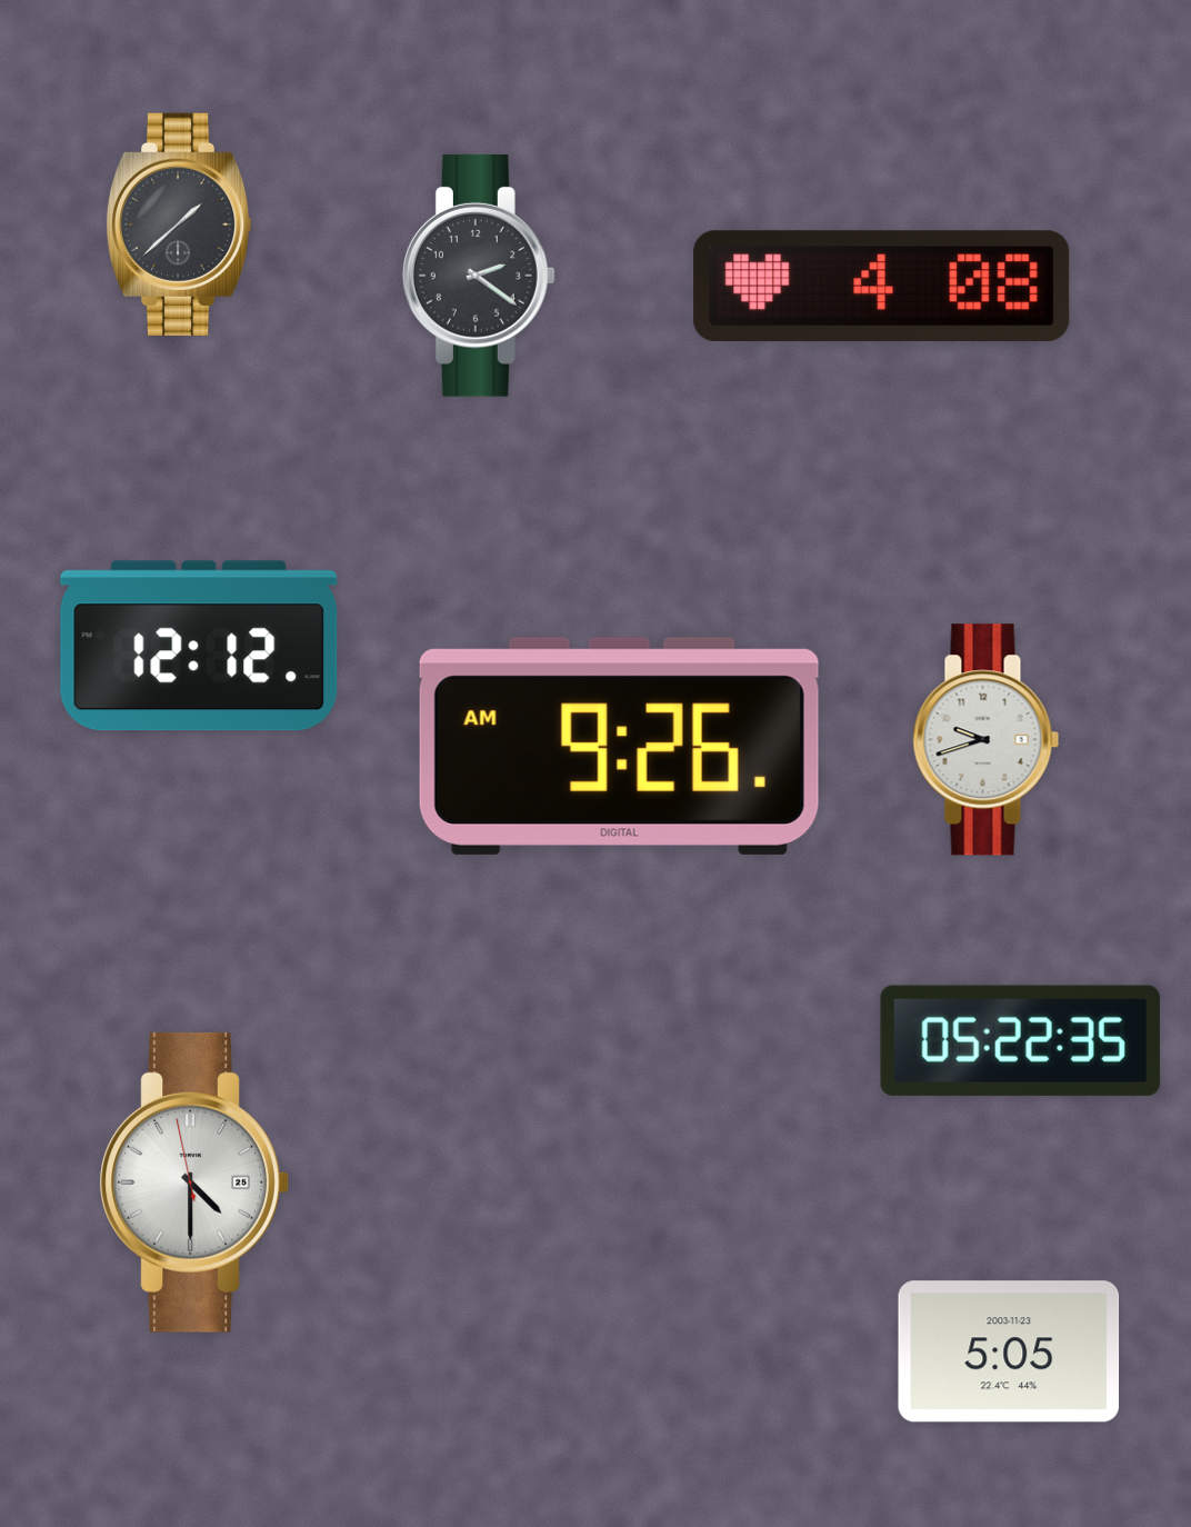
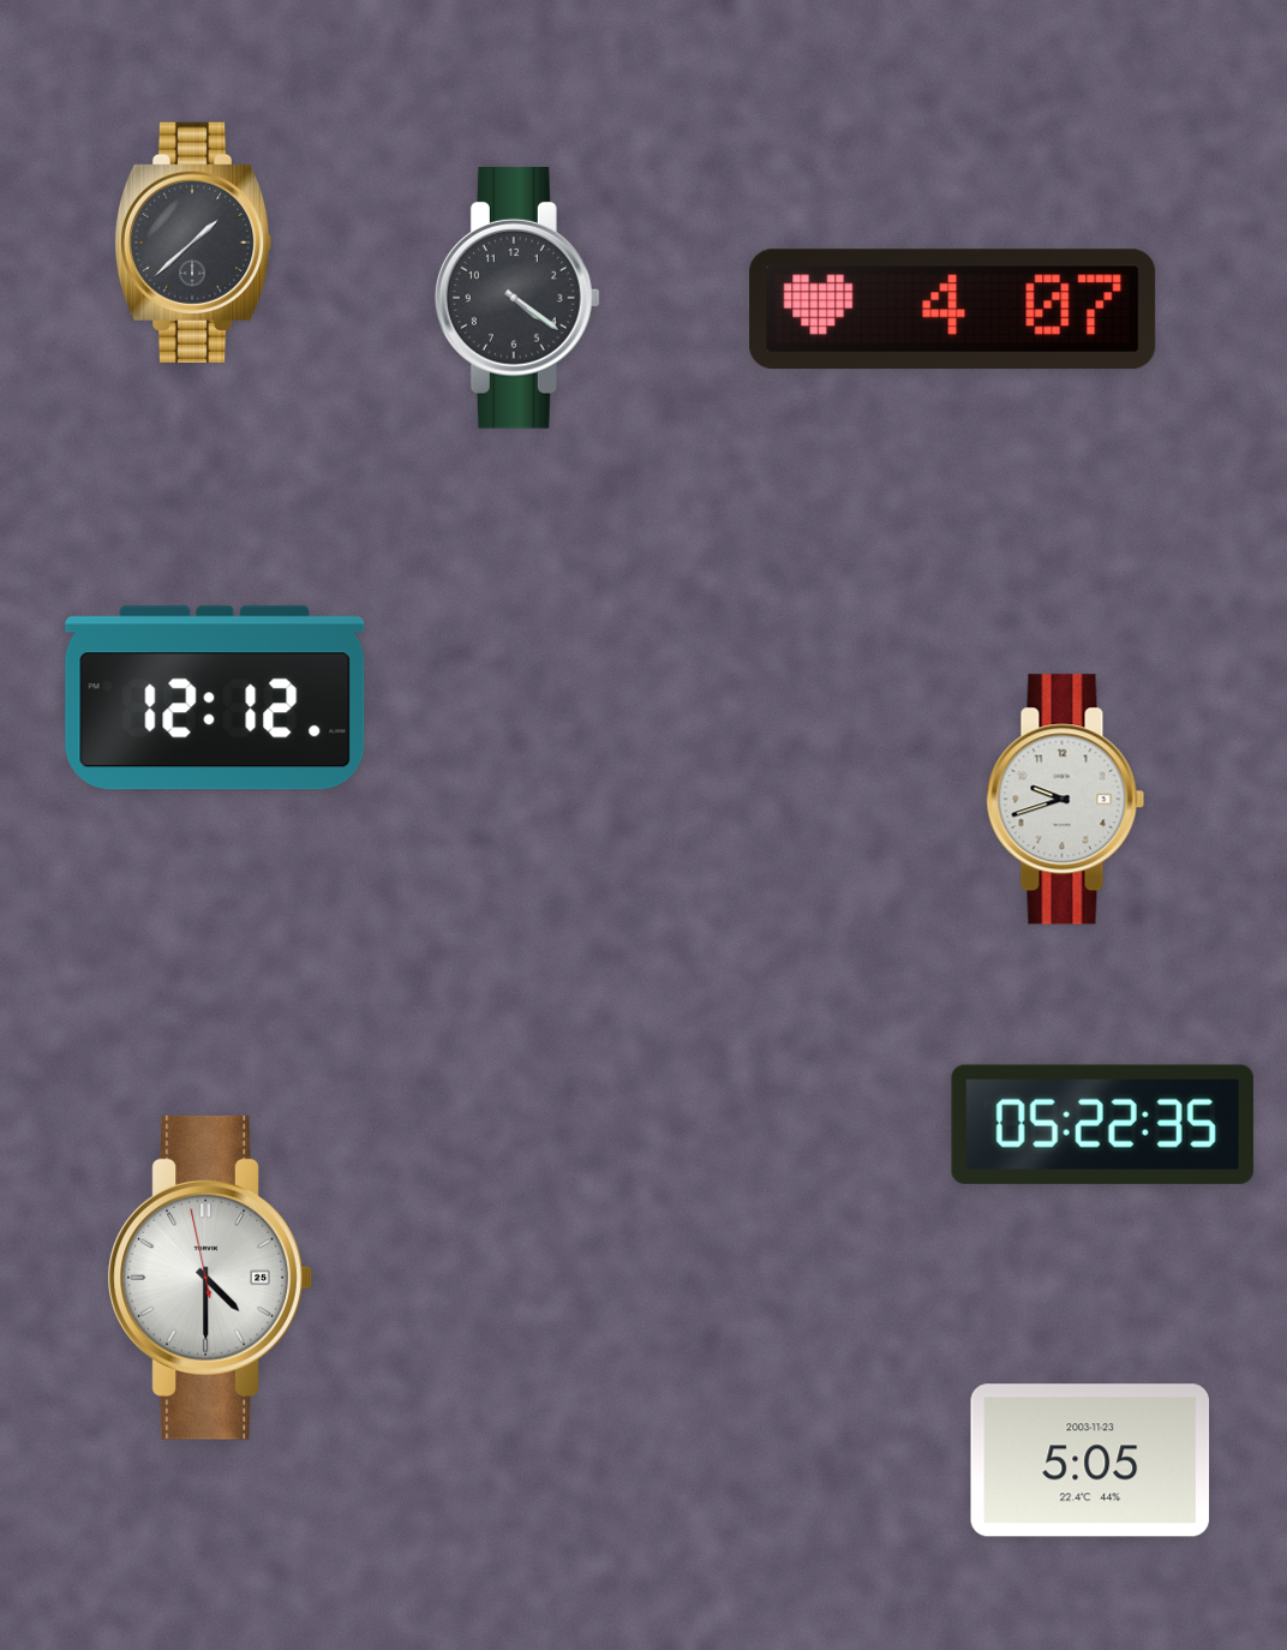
clock at (479, 277): 2:21 -> 4:21
clock at (882, 286): 4:08 -> 4:07
clock at (619, 746): 9:26 -> none
